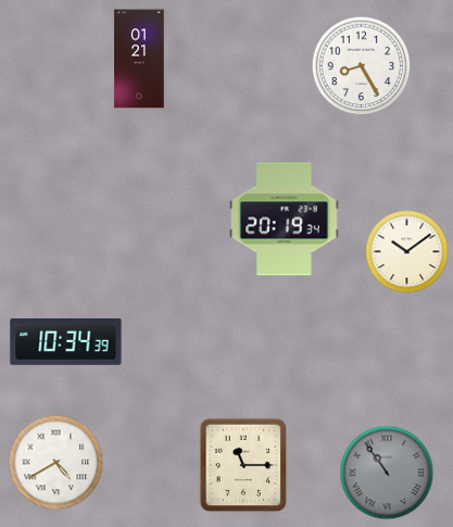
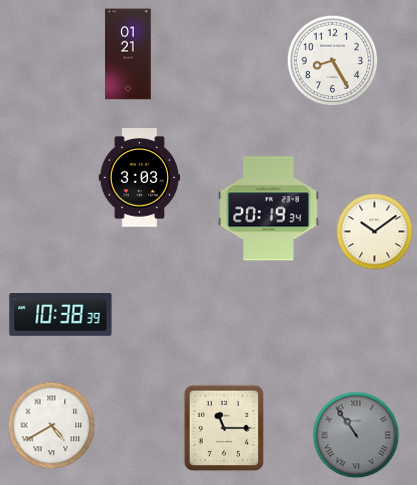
clock at (140, 178): none -> 3:03
clock at (285, 219) position: (285, 219) -> (269, 209)
clock at (66, 342): 10:34 -> 10:38
